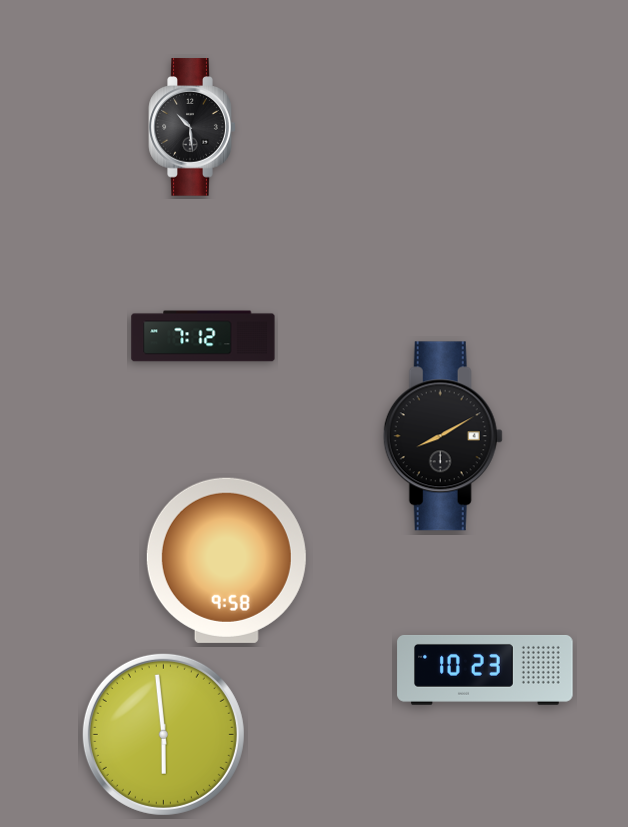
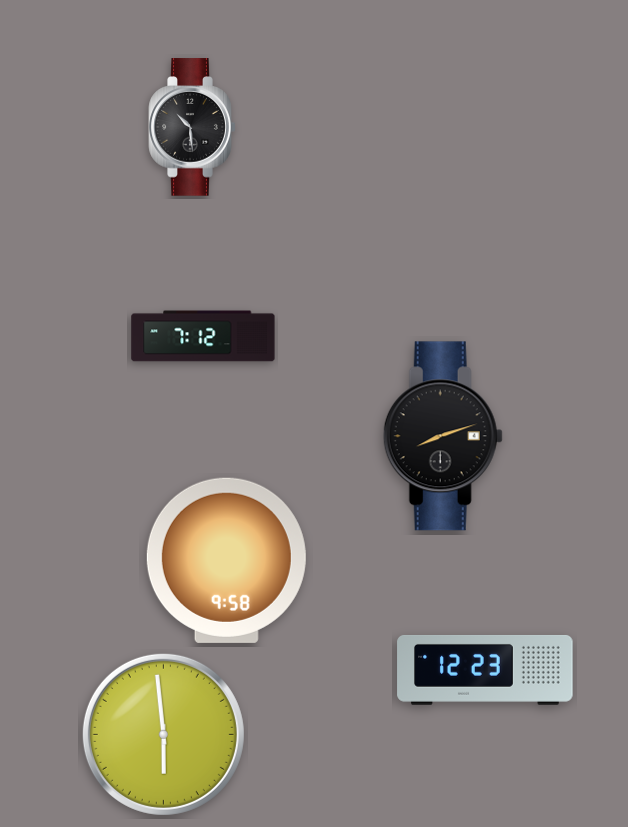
clock at (443, 436): 8:10 -> 8:12
clock at (485, 670): 10:23 -> 12:23
